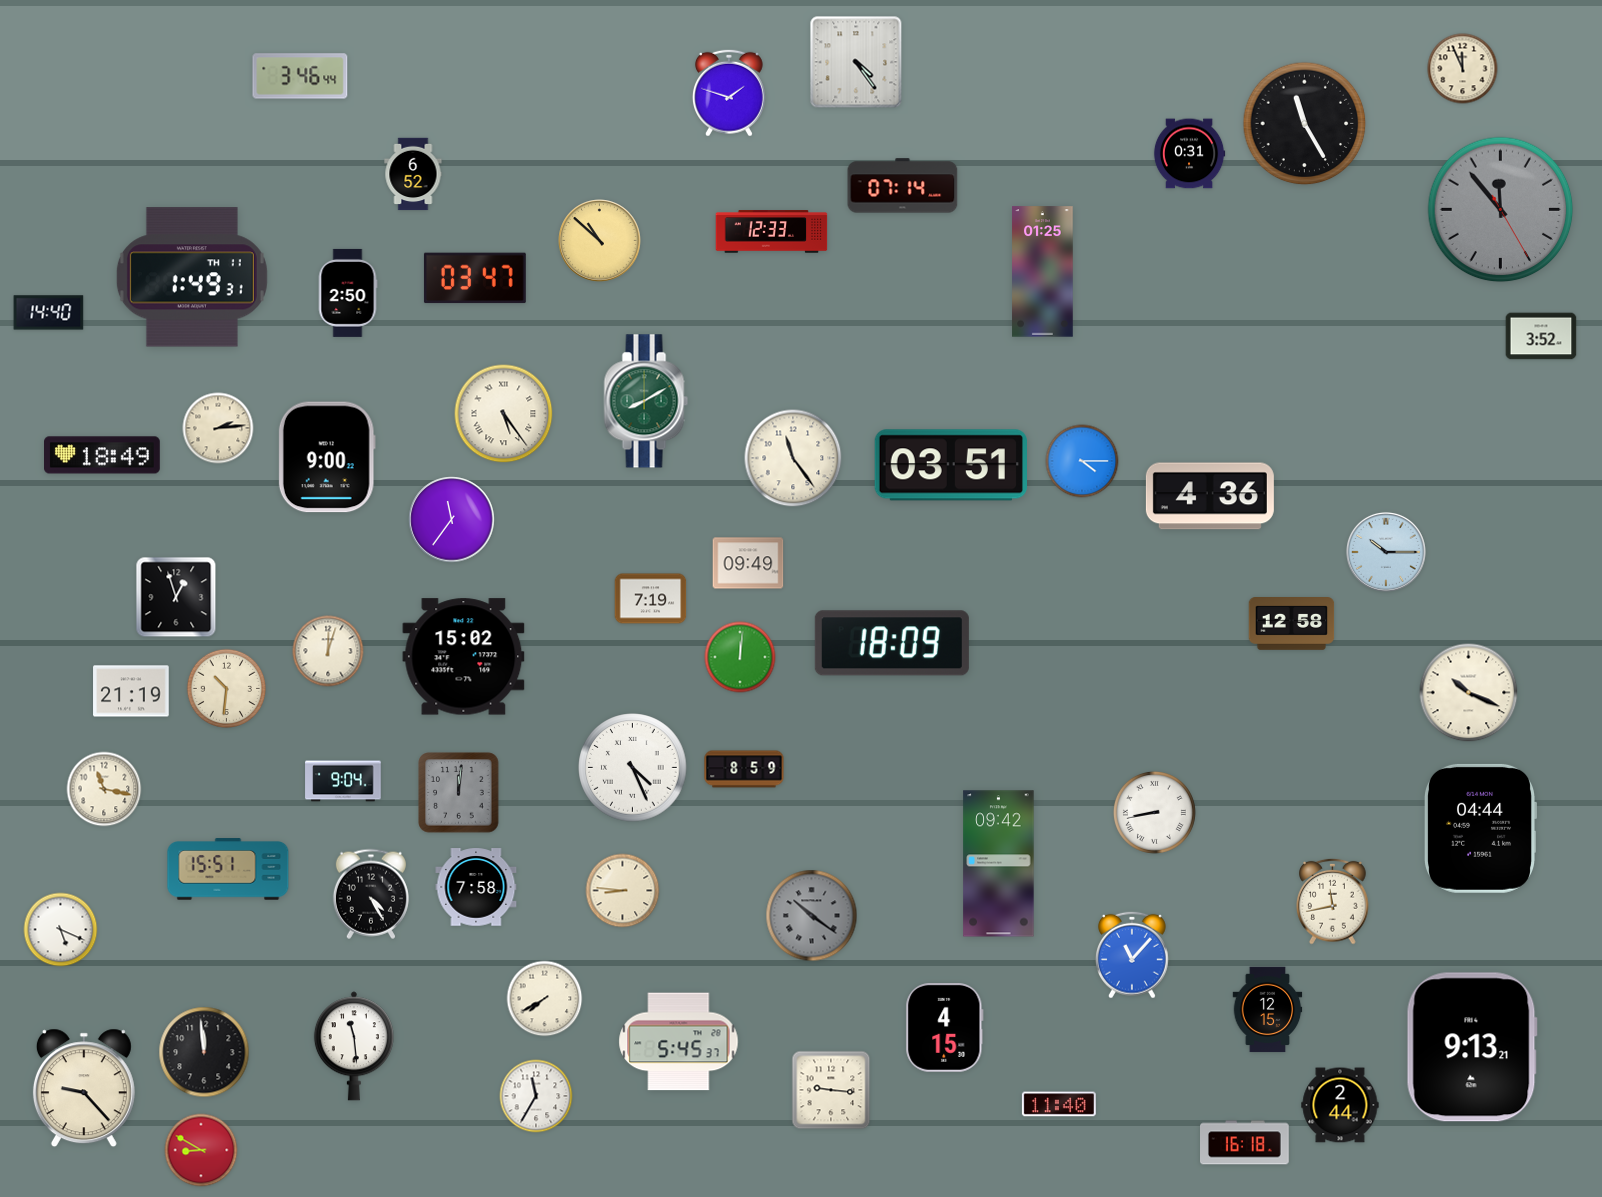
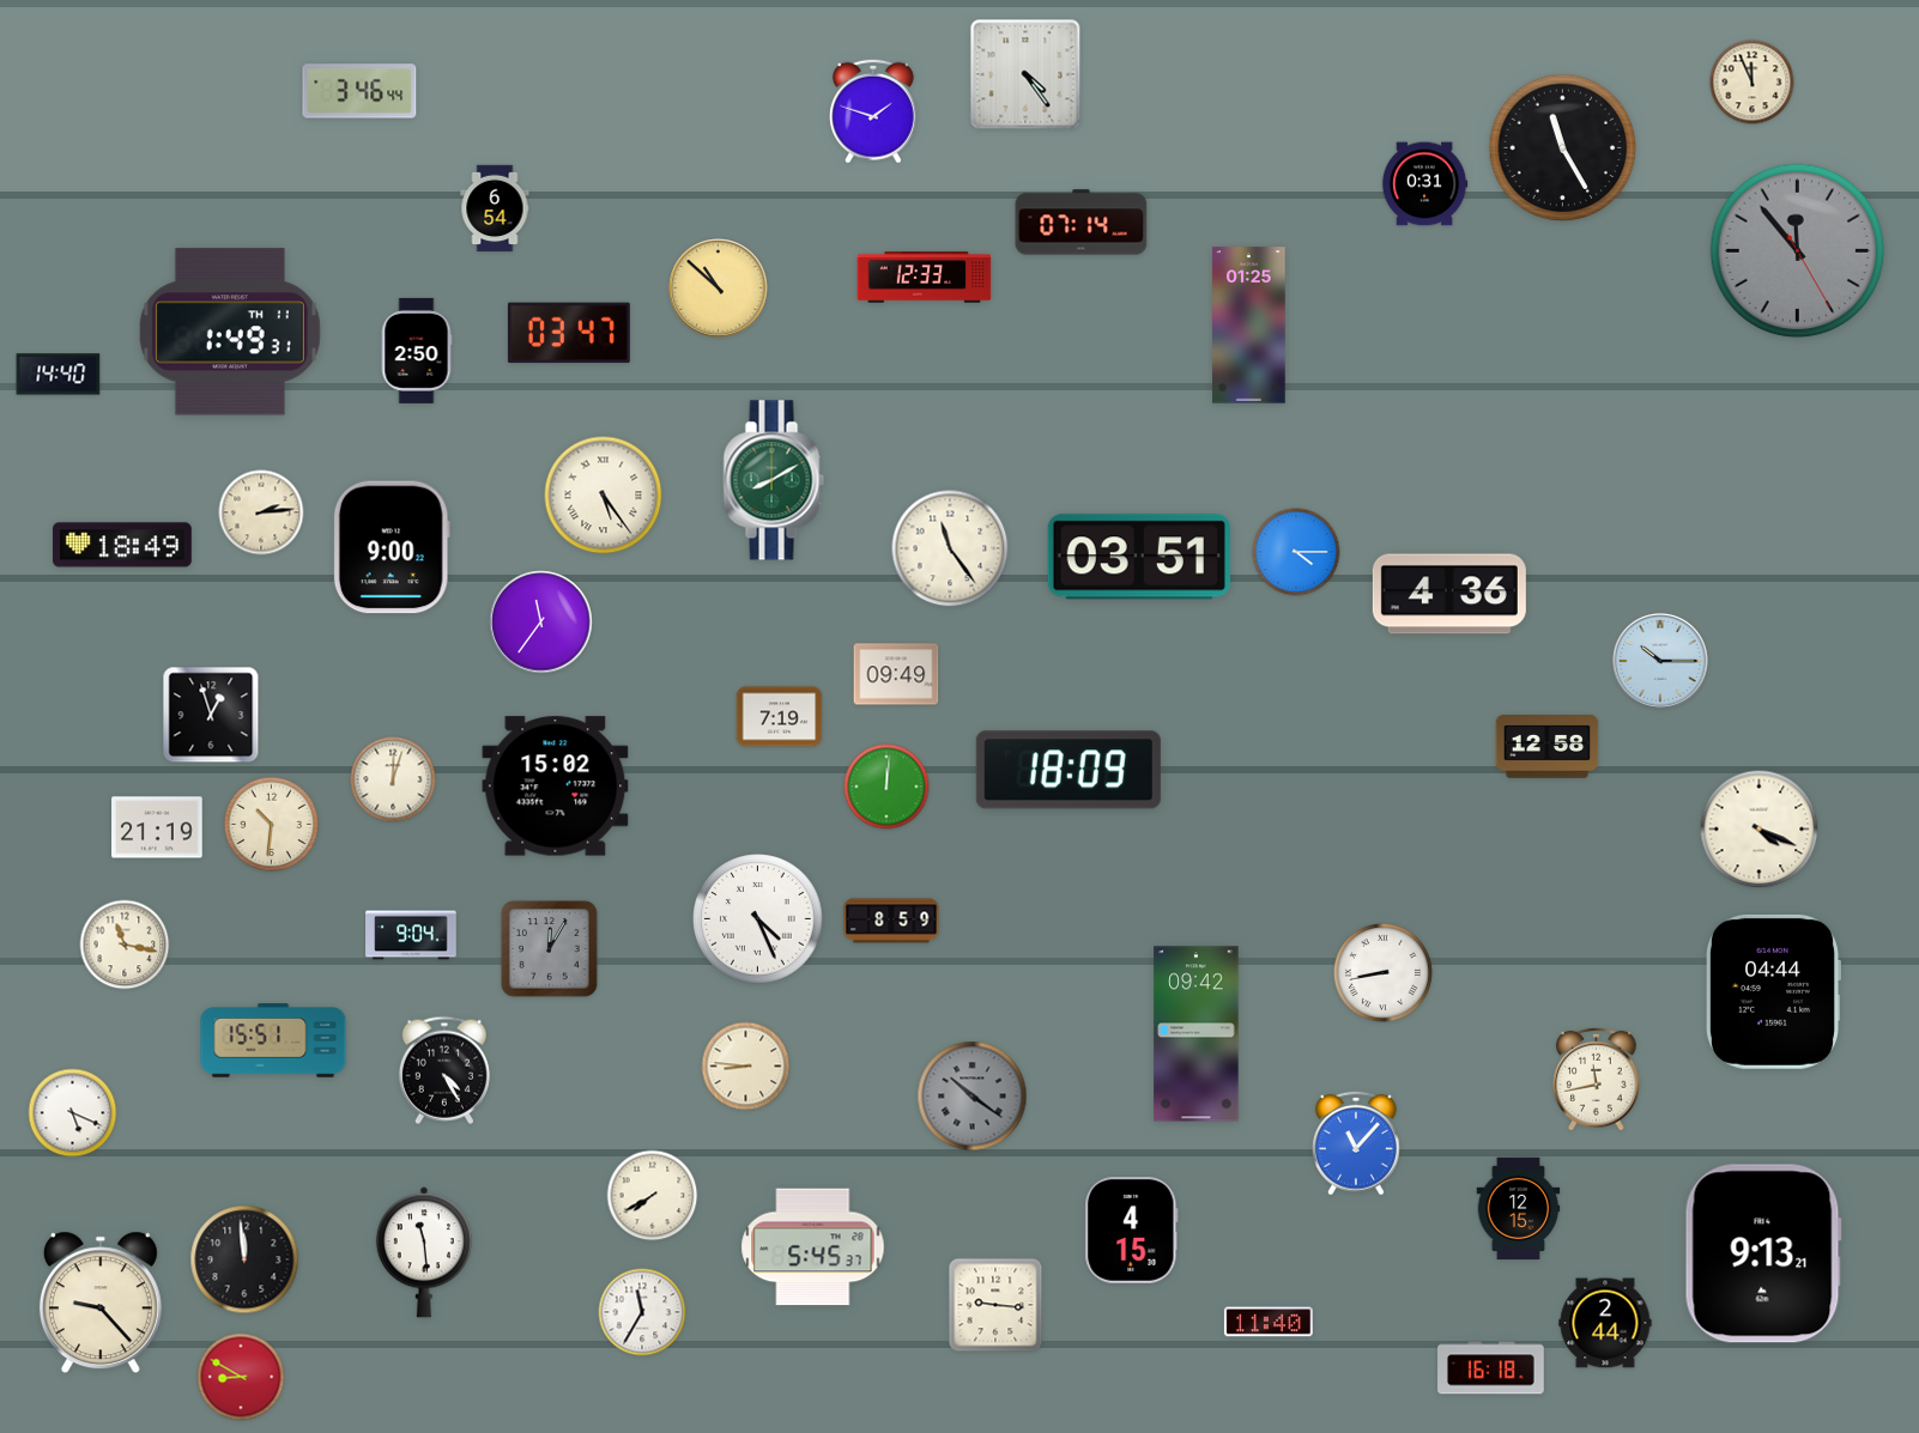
clock at (413, 174): 6:52 -> 6:54
clock at (1541, 336): 3:52 -> none
clock at (1469, 693): 10:19 -> 4:19
clock at (459, 793): 12:01 -> 12:05
clock at (476, 887): 7:58 -> none
